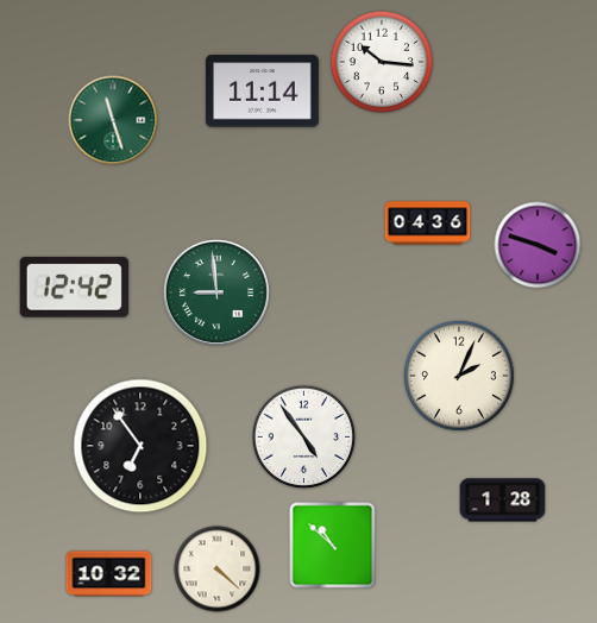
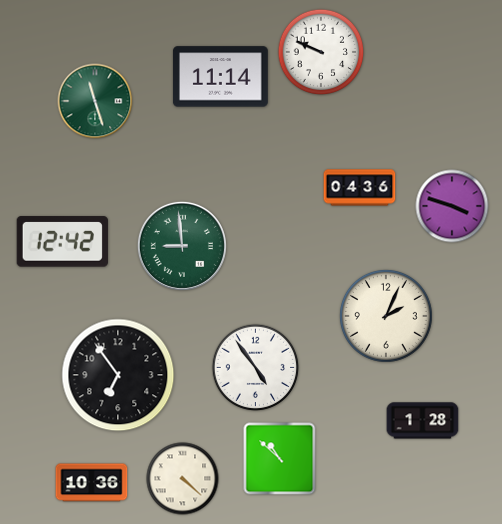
clock at (382, 62): 10:16 -> 9:49
clock at (109, 574): 10:32 -> 10:36
